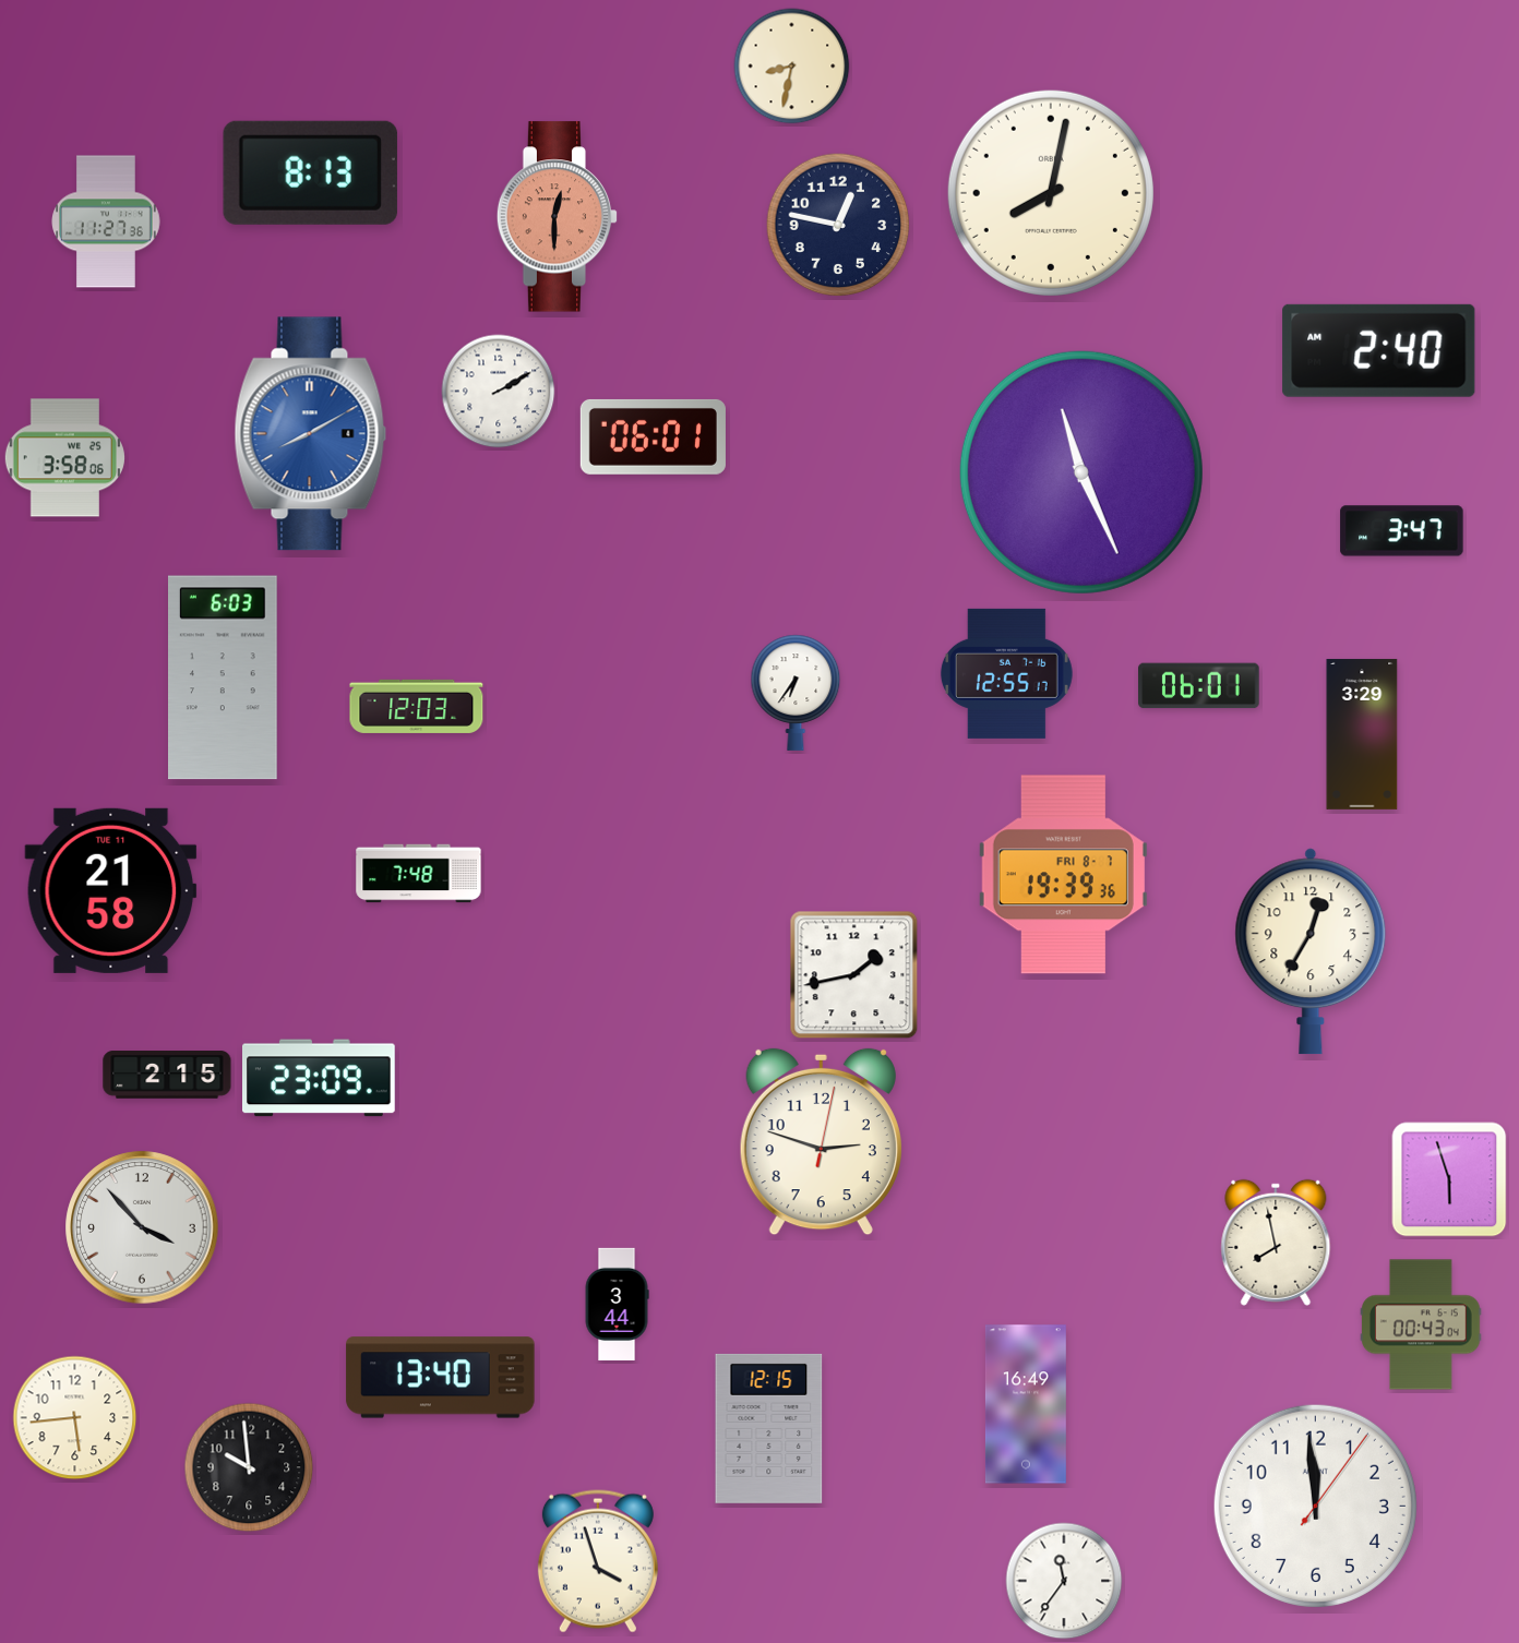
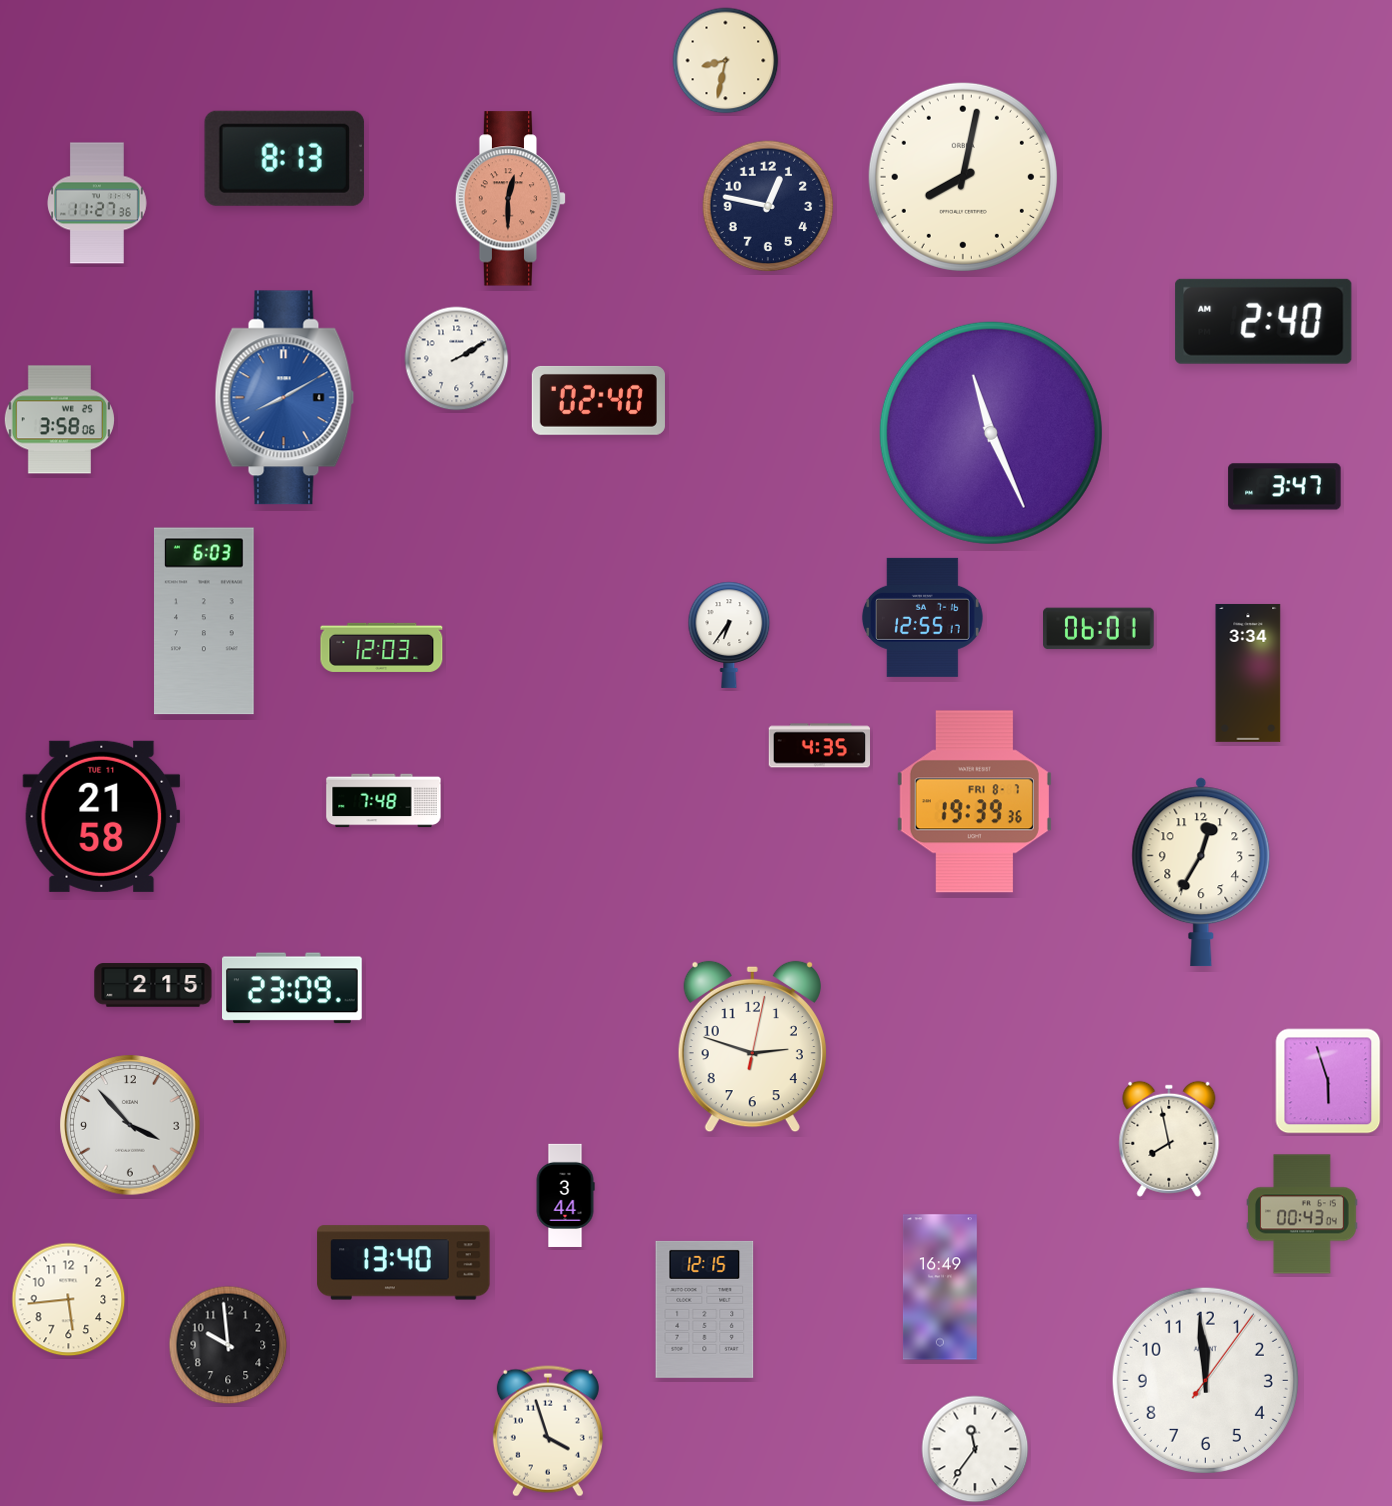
clock at (653, 436): 06:01 -> 02:40
clock at (1362, 734): 3:29 -> 3:34
clock at (820, 746): none -> 4:35
clock at (854, 975): 1:43 -> none
